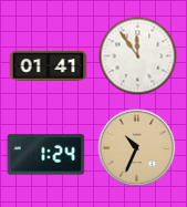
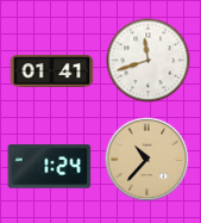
clock at (138, 56): 11:54 -> 11:42
clock at (137, 148): 10:34 -> 10:37
